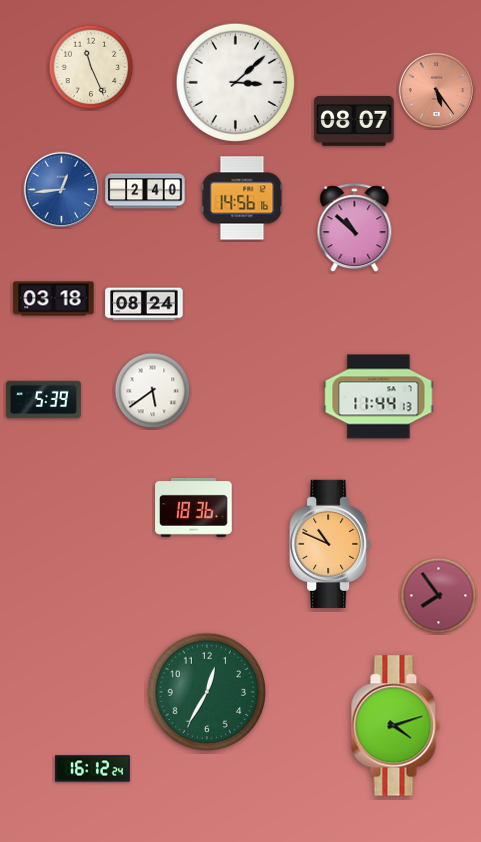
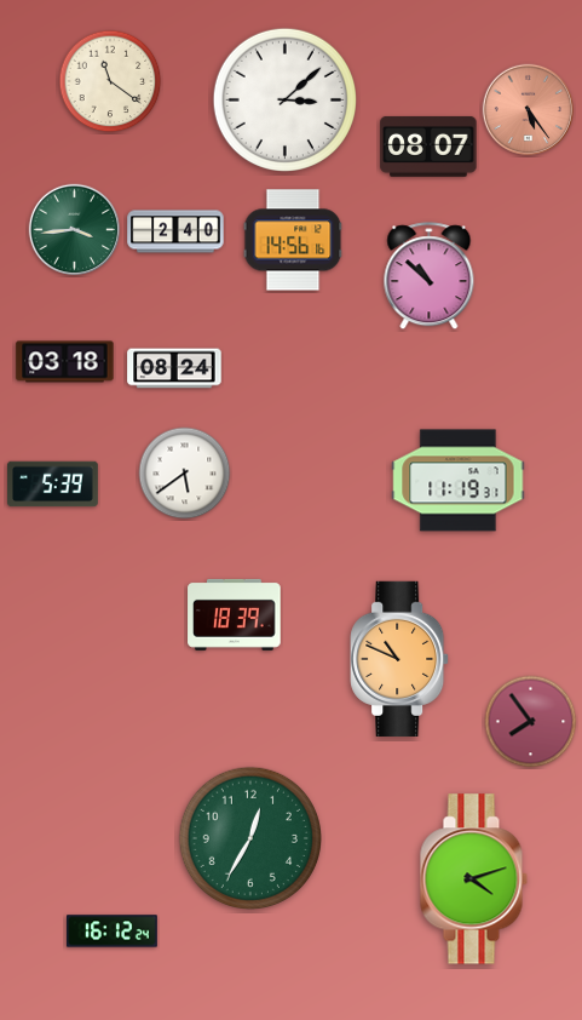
clock at (91, 67): 11:26 -> 11:21
clock at (62, 190): 12:44 -> 3:44
clock at (62, 190) dial: blue -> green
clock at (379, 397): 11:44 -> 11:19
clock at (194, 507): 18:36 -> 18:39
clock at (395, 726) position: (395, 726) -> (473, 879)
